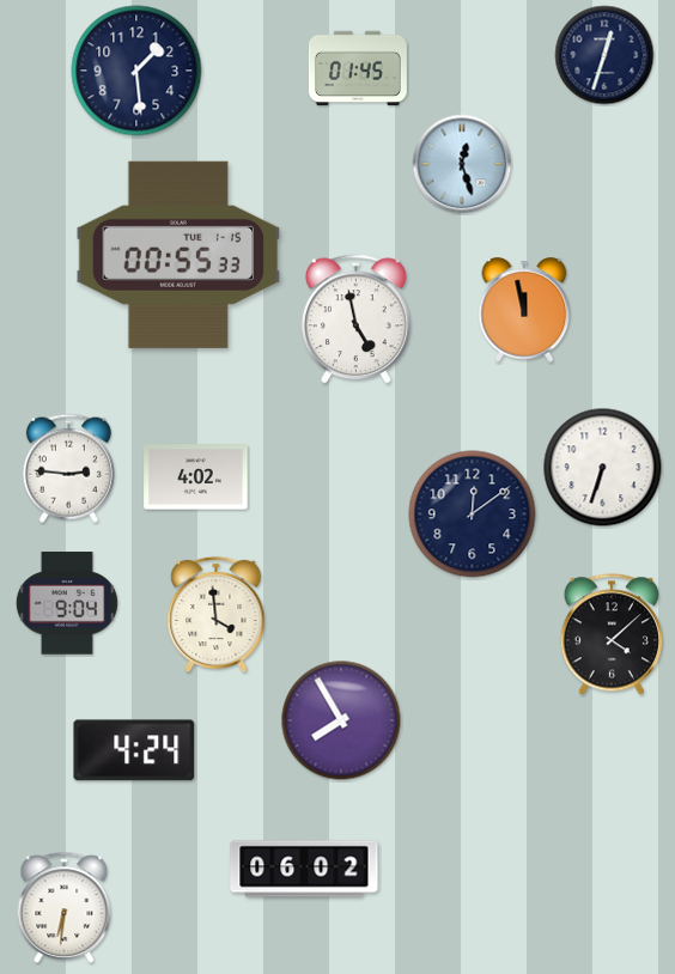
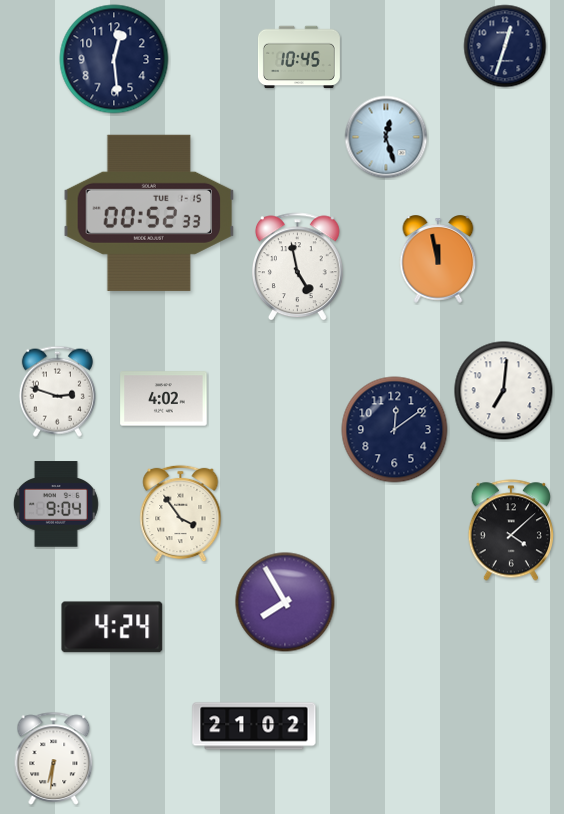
clock at (358, 68): 01:45 -> 10:45
clock at (136, 71): 1:29 -> 12:29
clock at (178, 255): 00:55 -> 00:52
clock at (68, 468): 2:46 -> 2:48
clock at (603, 468): 6:33 -> 7:01
clock at (217, 615): 3:59 -> 3:54
clock at (304, 869): 06:02 -> 21:02
